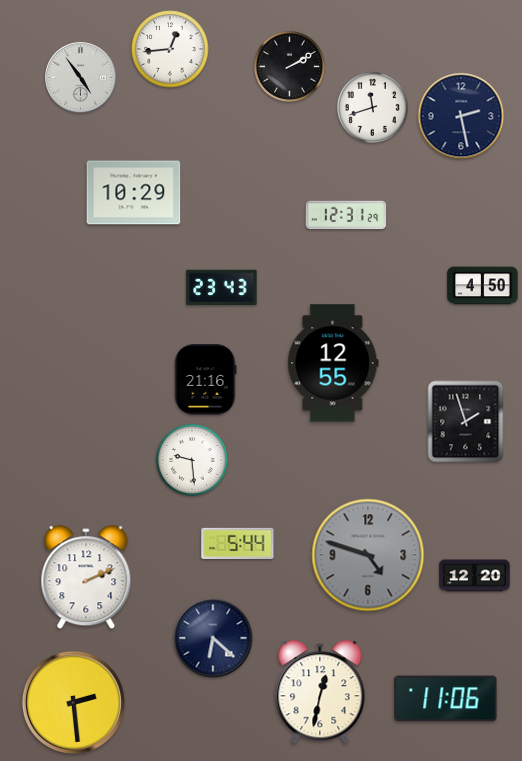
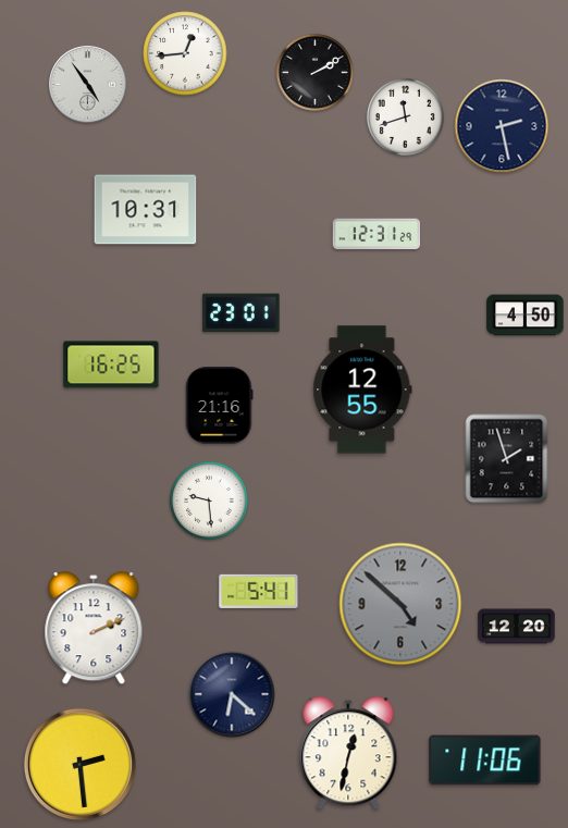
clock at (134, 193): 10:29 -> 10:31
clock at (483, 286) position: (483, 286) -> (526, 316)
clock at (222, 288): 23:43 -> 23:01
clock at (111, 364): none -> 16:25
clock at (333, 363) position: (333, 363) -> (362, 390)
clock at (206, 380) position: (206, 380) -> (220, 406)
clock at (238, 543): 5:44 -> 5:41
clock at (368, 555): 4:48 -> 4:52
